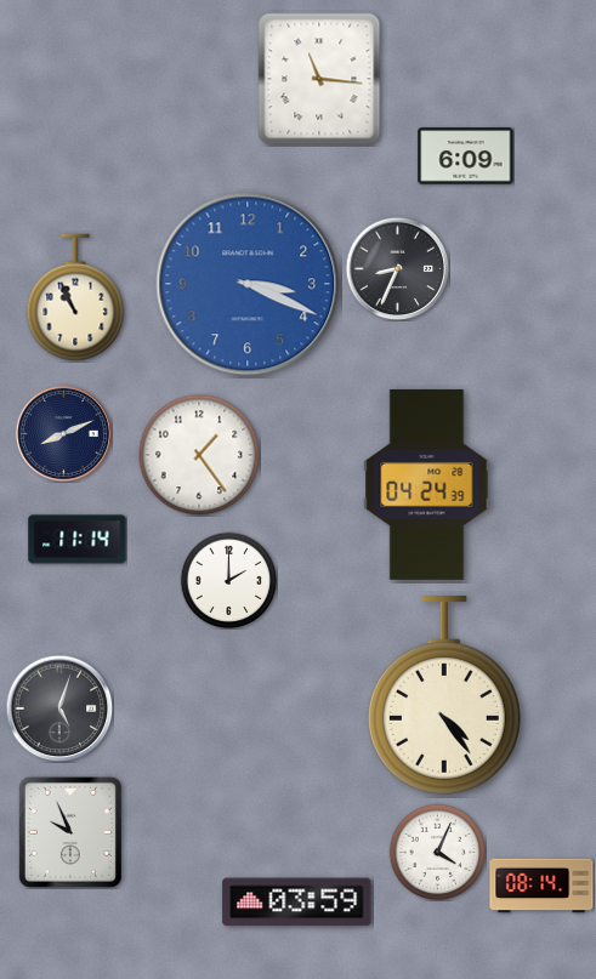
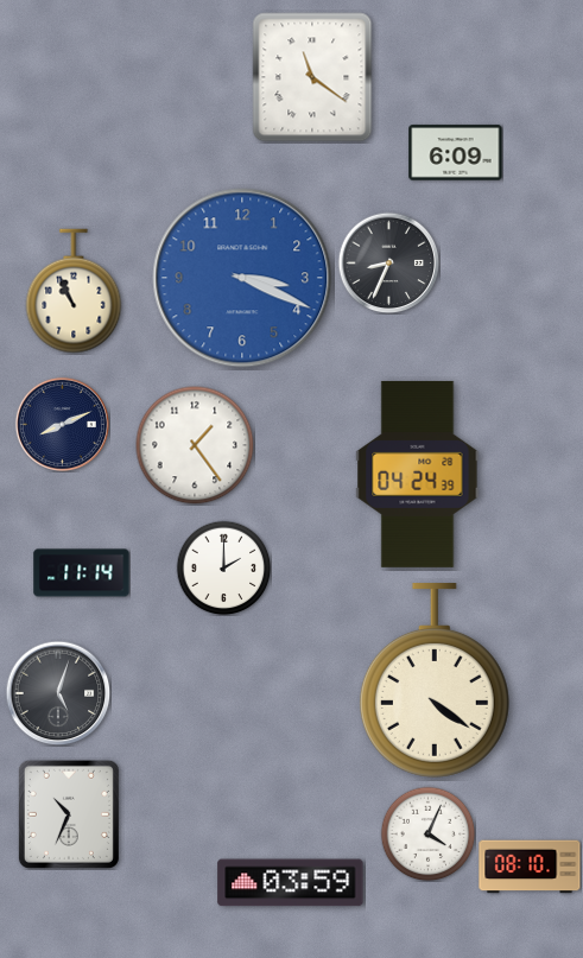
clock at (319, 79): 11:16 -> 11:21
clock at (78, 540) position: (78, 540) -> (82, 573)
clock at (444, 695): 4:24 -> 4:21
clock at (70, 832): 9:56 -> 10:34
clock at (541, 886): 08:14 -> 08:10
